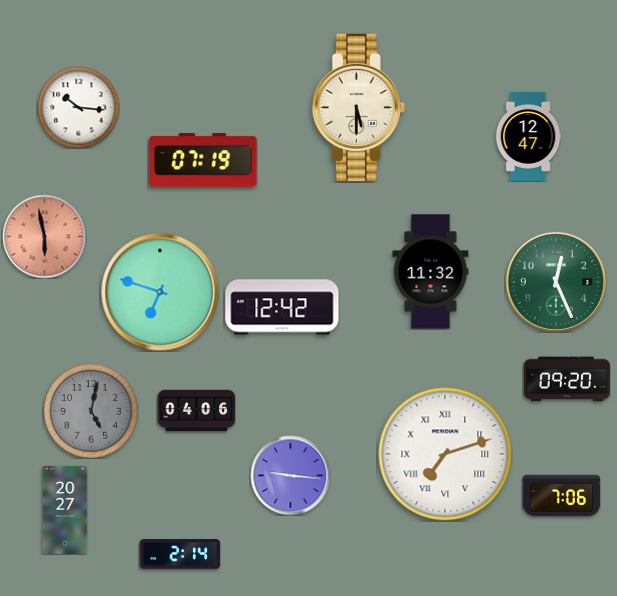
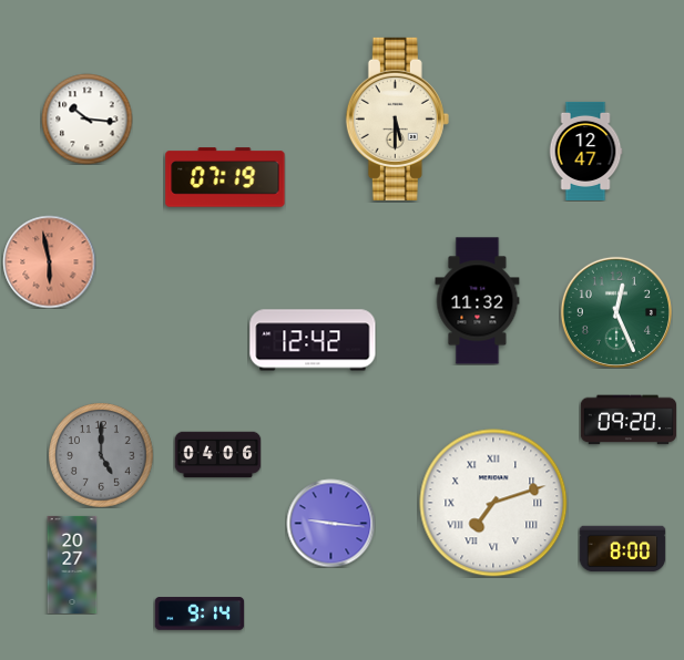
clock at (160, 292): 6:48 -> none
clock at (91, 411): 5:02 -> 5:00
clock at (290, 475) position: (290, 475) -> (330, 523)
clock at (561, 496): 7:06 -> 8:00
clock at (180, 554): 2:14 -> 9:14
